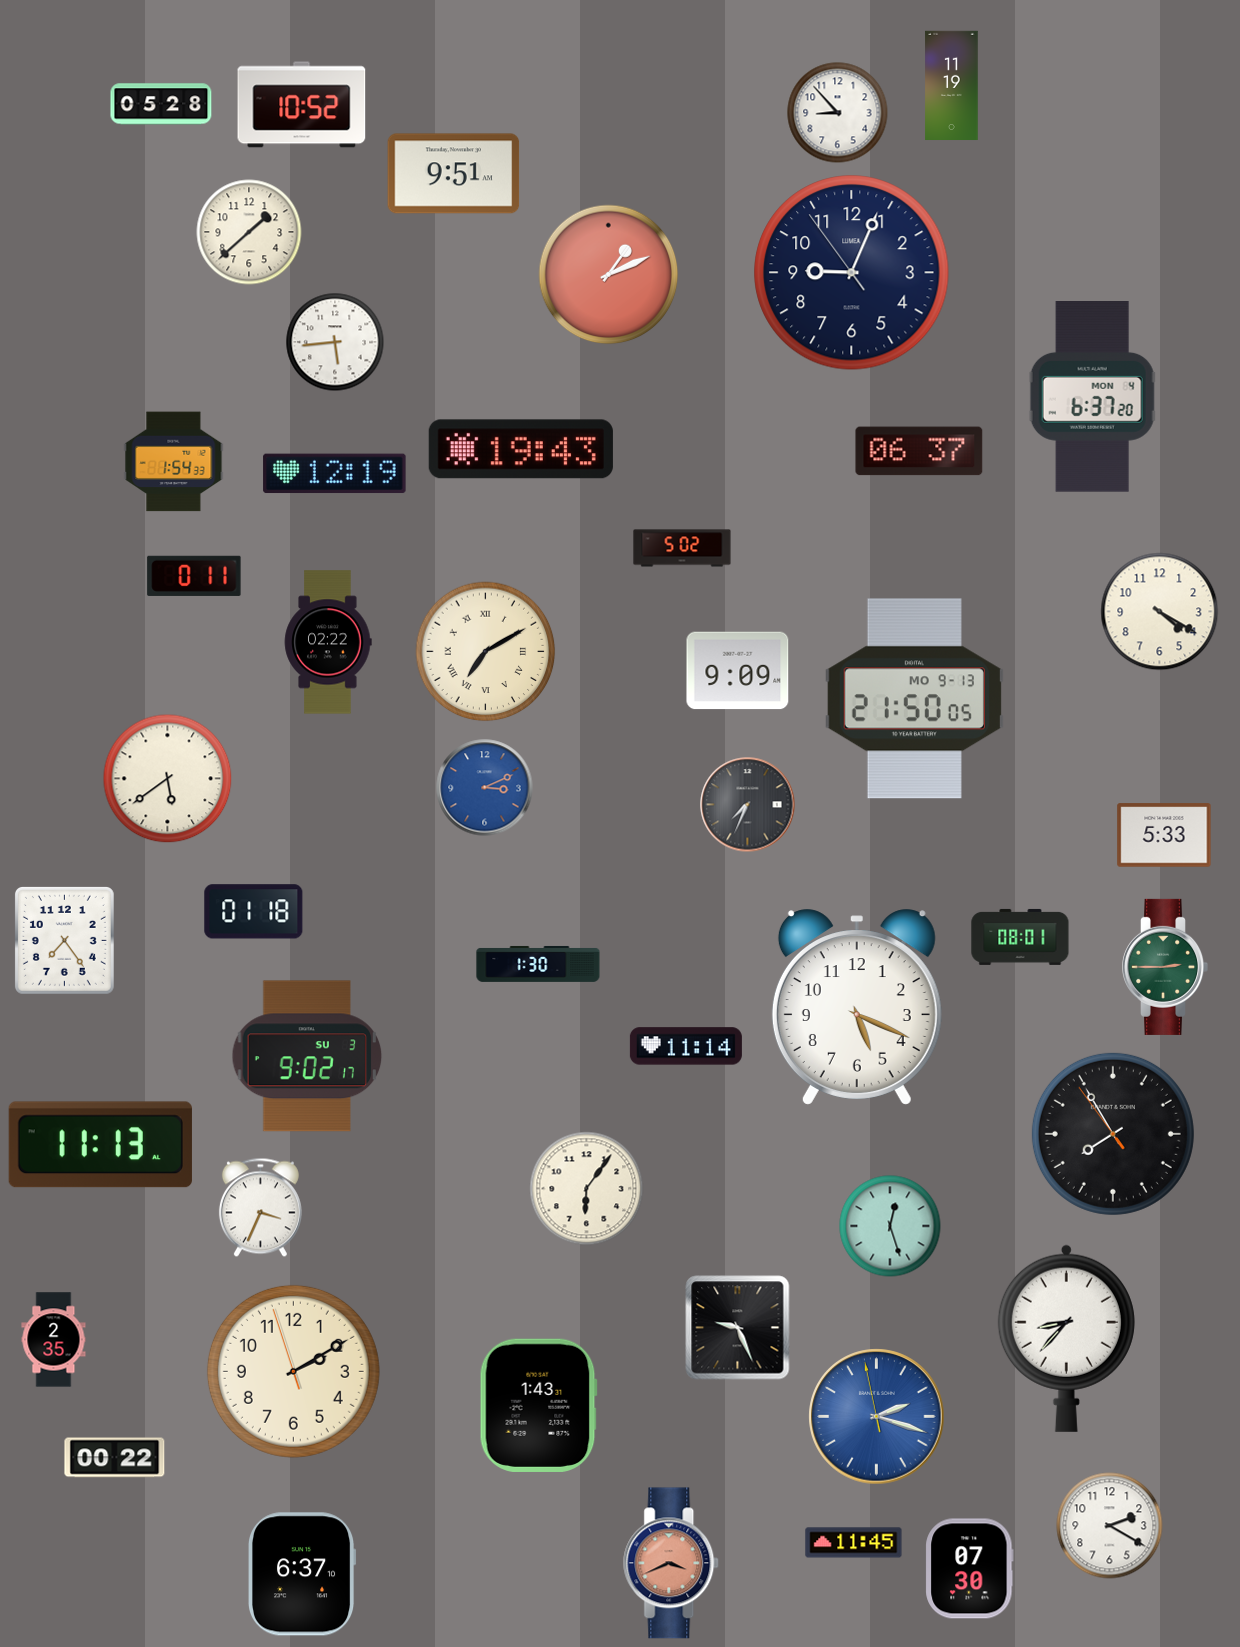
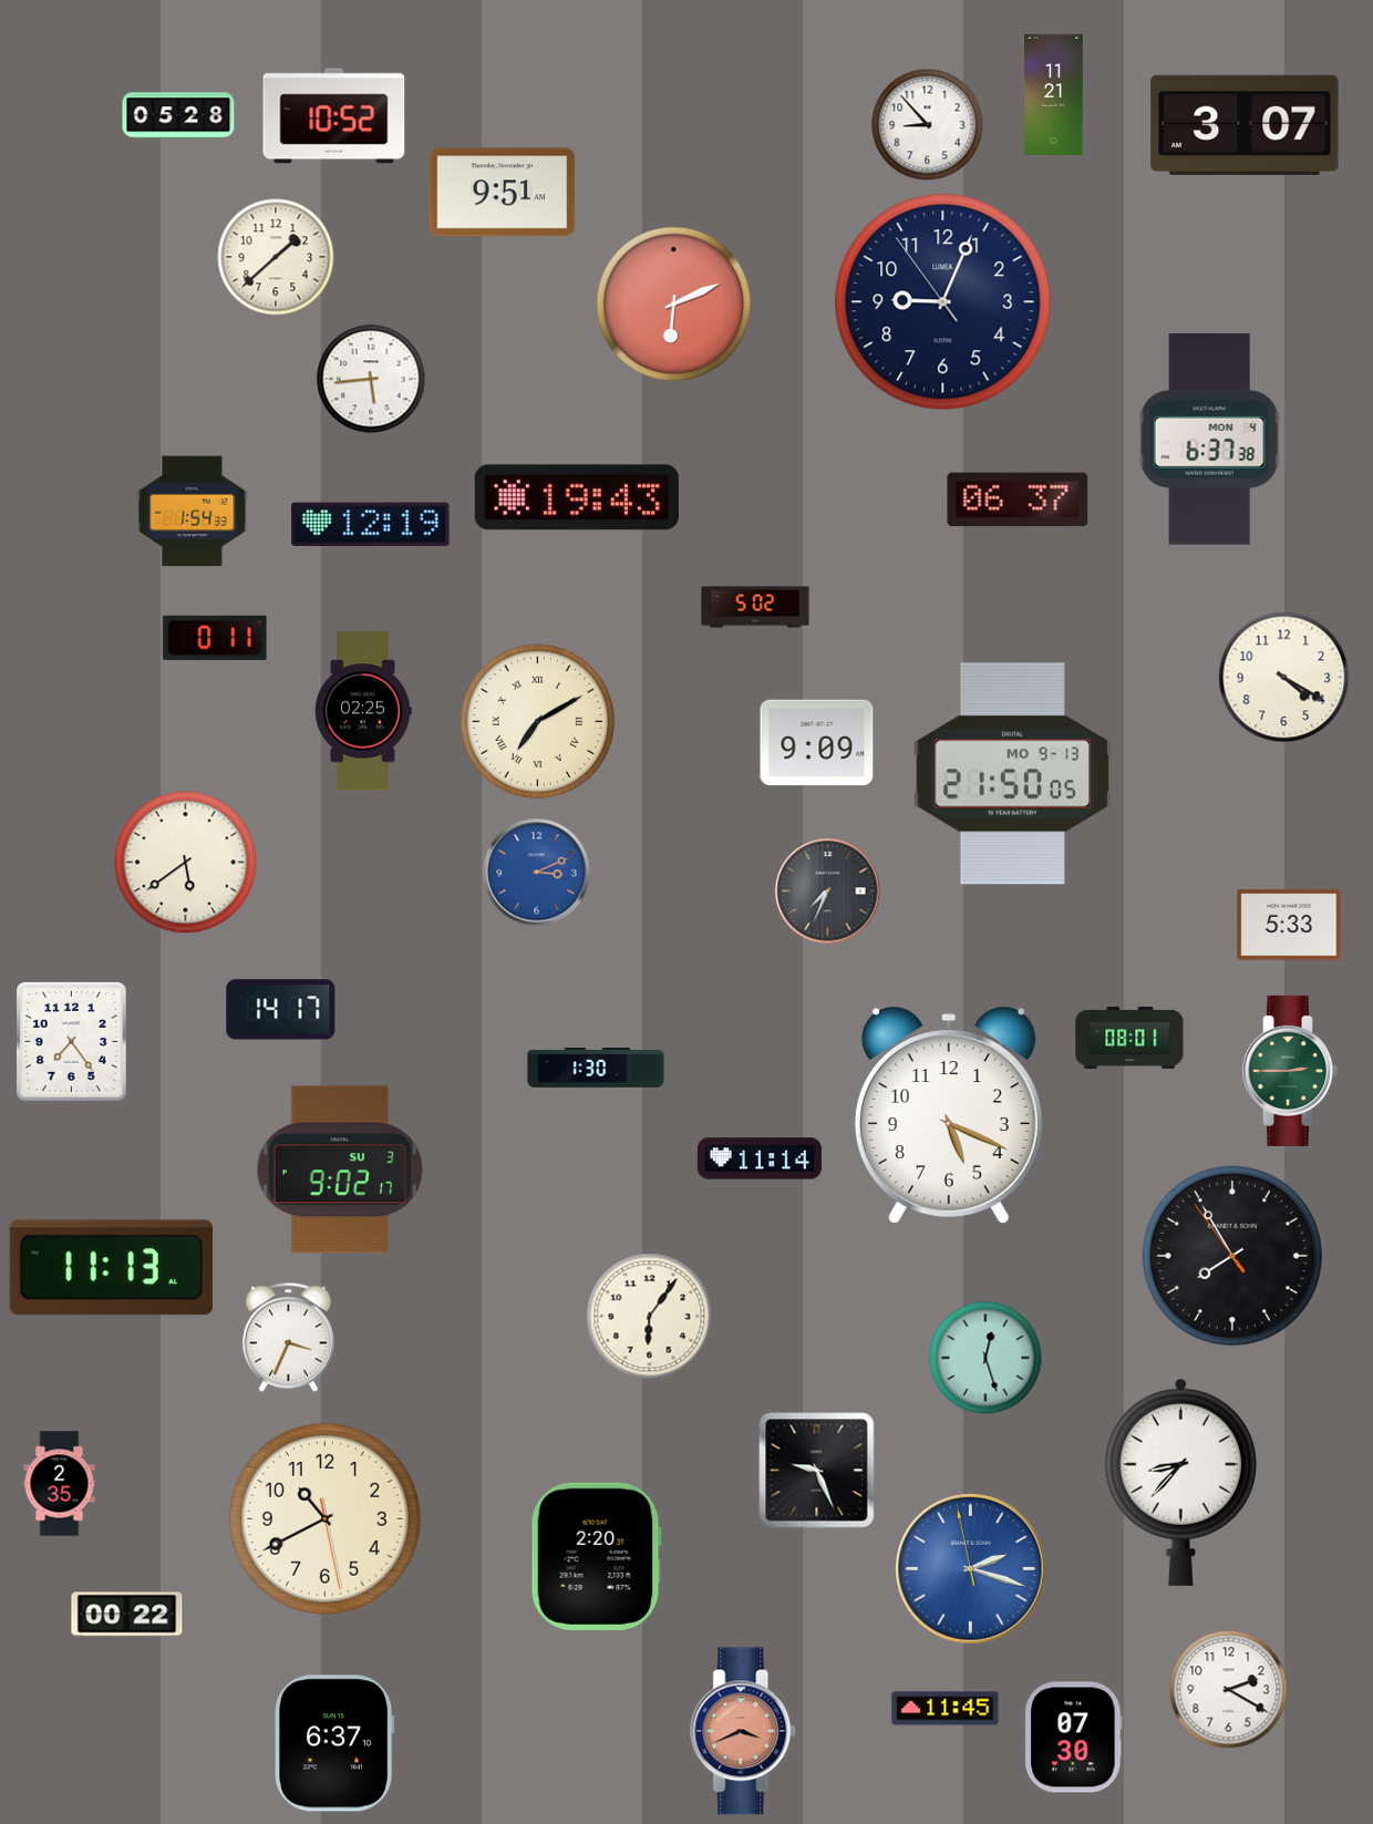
clock at (952, 86): 11:19 -> 11:21
clock at (1245, 125): none -> 3:07
clock at (609, 275): 1:11 -> 6:11
clock at (1093, 397): 6:37:20 -> 6:37:38
clock at (328, 642): 02:22 -> 02:25
clock at (254, 912): 01:18 -> 14:17
clock at (293, 1371): 2:09 -> 10:40
clock at (538, 1405): 1:43 -> 2:20
